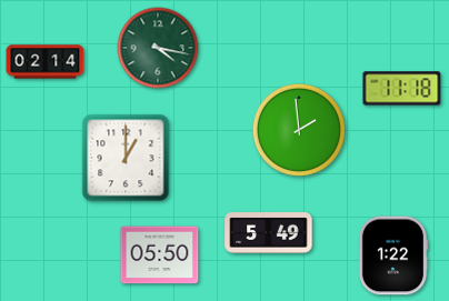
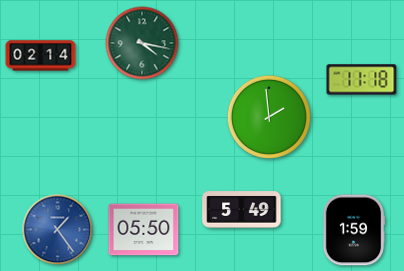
clock at (126, 158): 1:00 -> none
clock at (58, 230): none -> 1:24
clock at (393, 255): 1:22 -> 1:59
